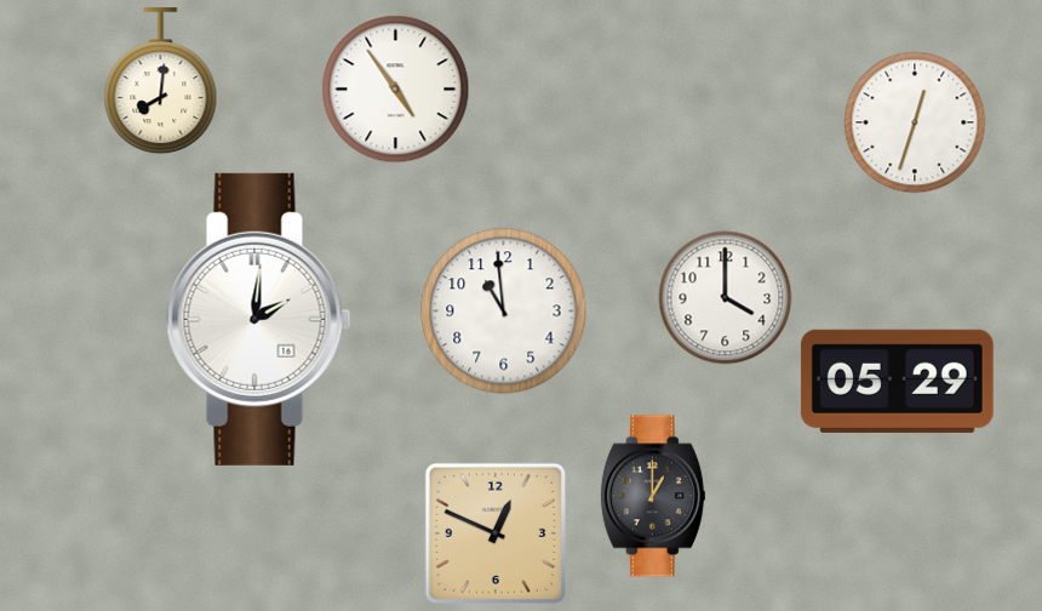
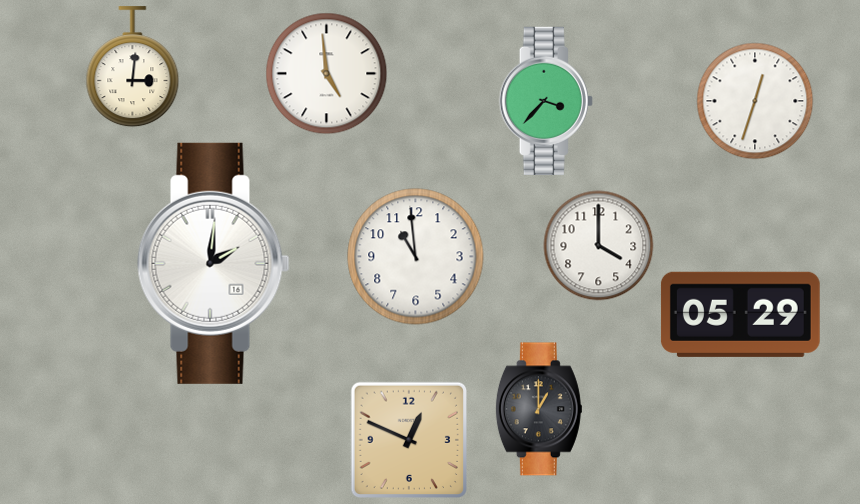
clock at (161, 81): 8:01 -> 3:01
clock at (396, 90): 4:54 -> 4:59
clock at (546, 101): none -> 3:37
